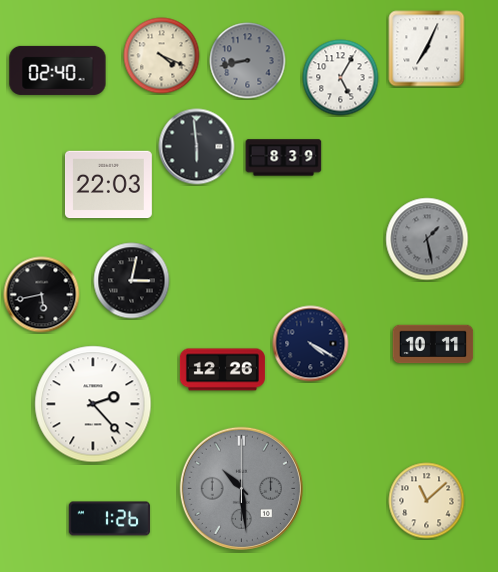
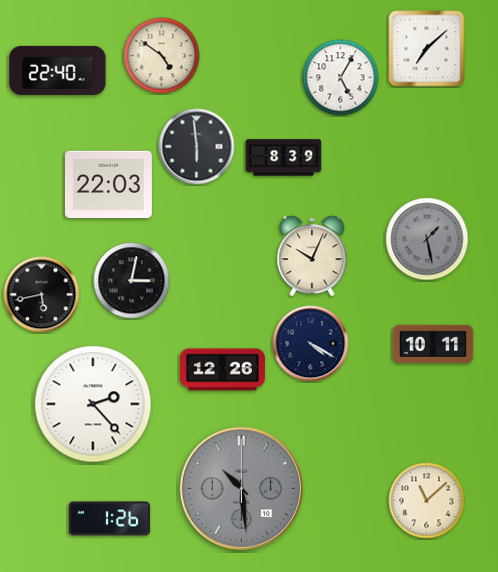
clock at (427, 49): 7:04 -> 7:08
clock at (162, 56): 4:19 -> 4:51
clock at (248, 61): 8:43 -> none
clock at (58, 70): 02:40 -> 22:40
clock at (312, 256): none -> 10:04
